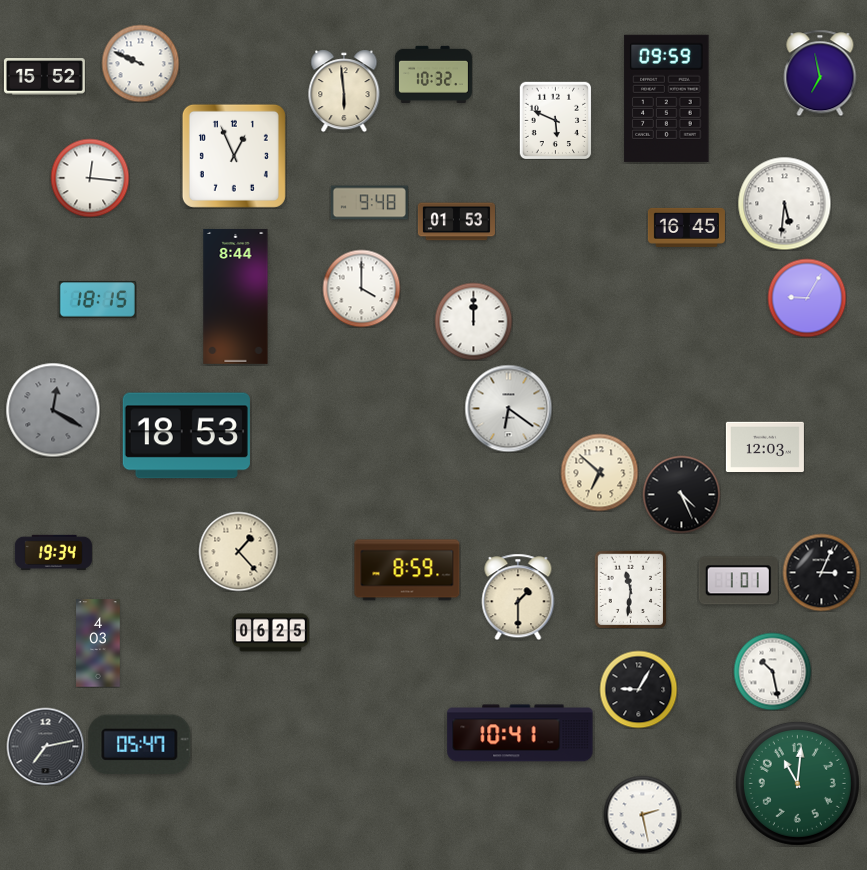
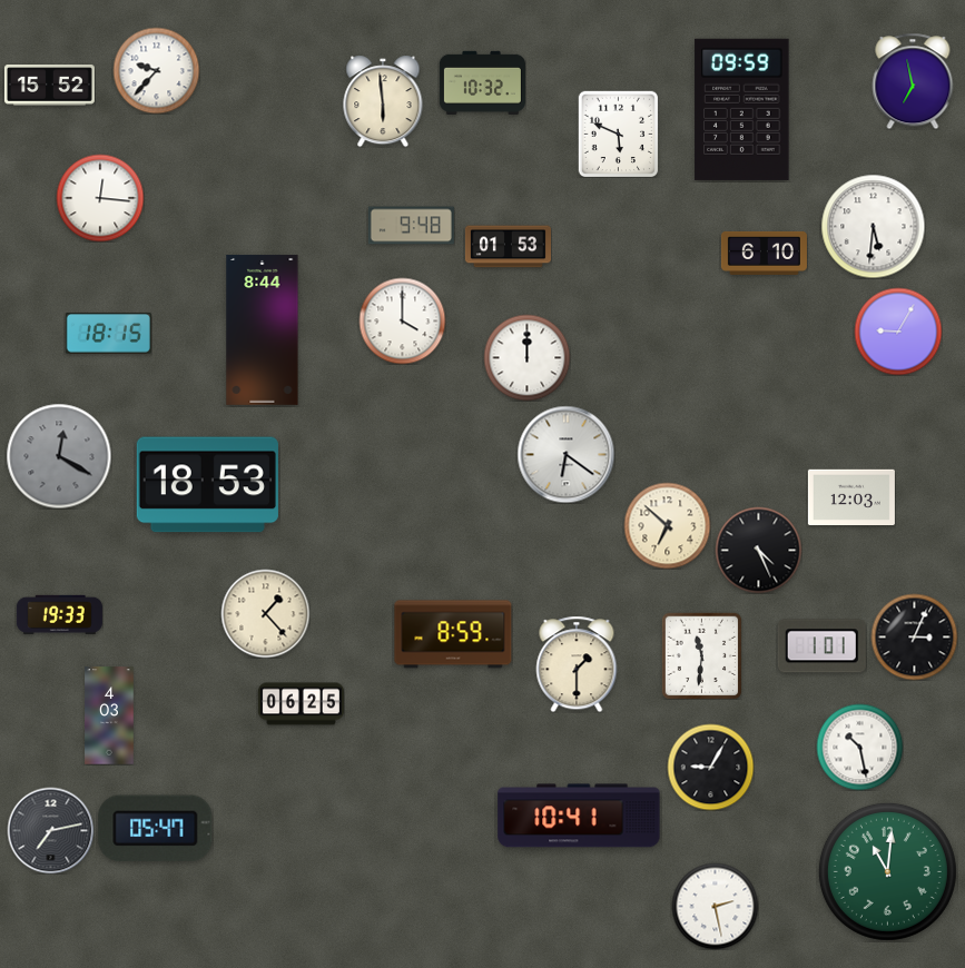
clock at (140, 63): 9:49 -> 9:37
clock at (234, 156): 12:56 -> none
clock at (686, 227): 16:45 -> 6:10
clock at (53, 552): 19:34 -> 19:33
